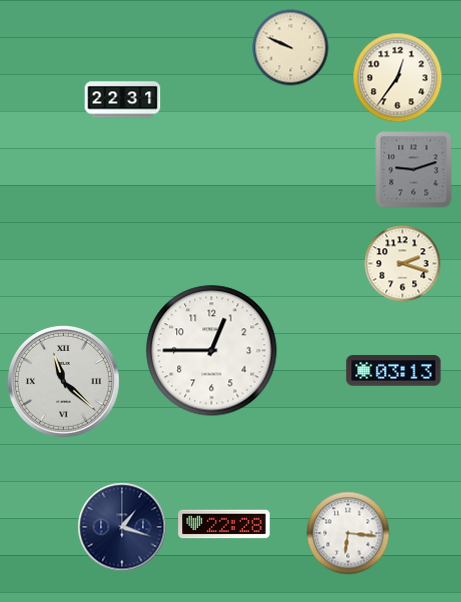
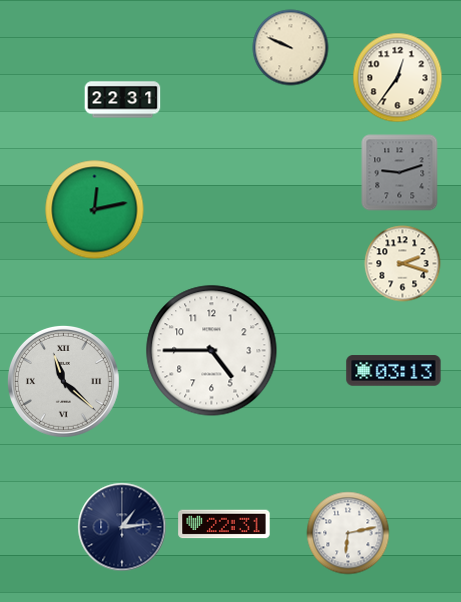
clock at (414, 170) position: (414, 170) -> (400, 173)
clock at (95, 210): none -> 12:13
clock at (212, 351): 12:45 -> 4:45
clock at (224, 524): 22:28 -> 22:31
clock at (122, 527): 1:18 -> 1:14
clock at (348, 533): 6:16 -> 6:13
